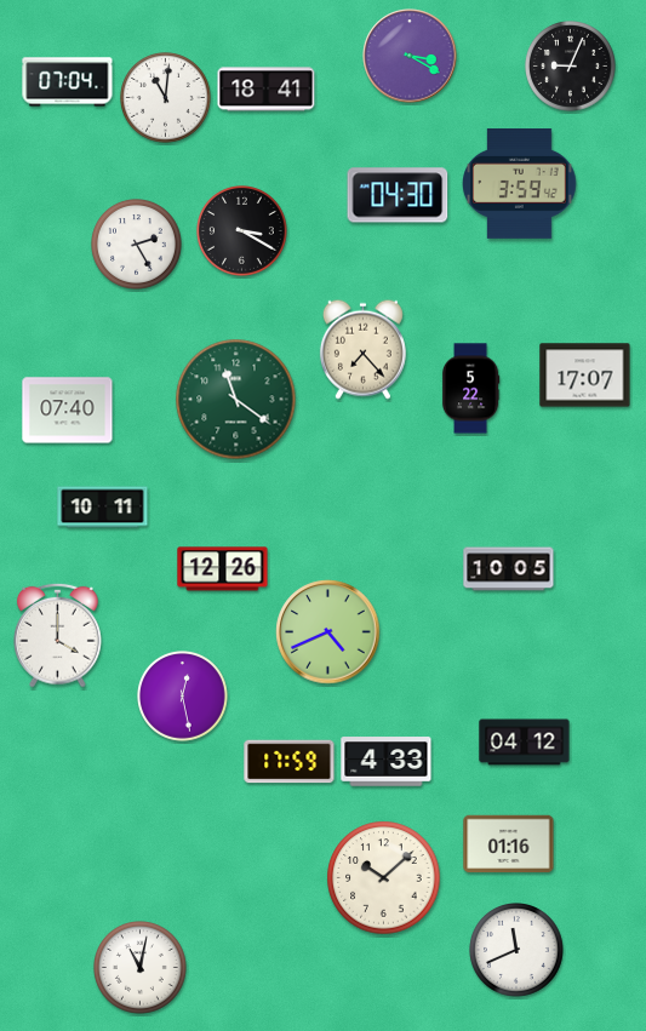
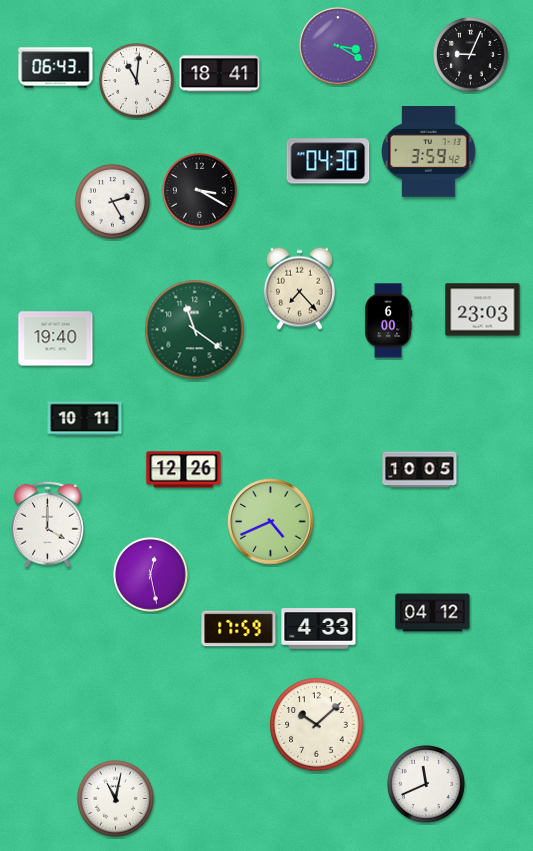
clock at (68, 82): 07:04 -> 06:43
clock at (585, 376): 17:07 -> 23:03
clock at (470, 389): 5:22 -> 6:00
clock at (68, 411): 07:40 -> 19:40
clock at (509, 844): 01:16 -> none
